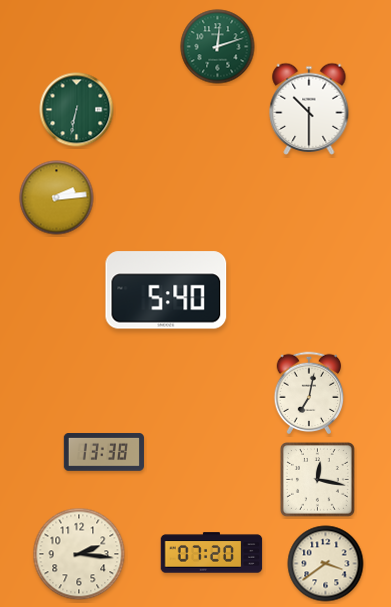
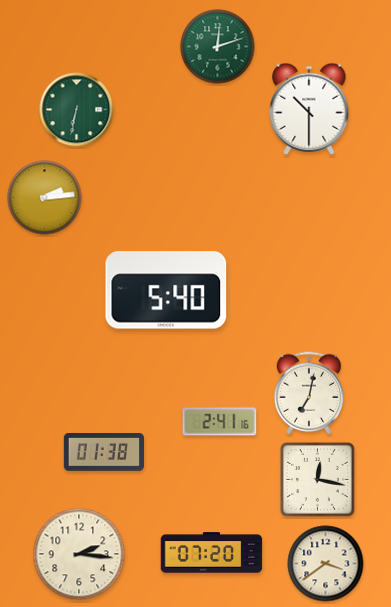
clock at (57, 198) position: (57, 198) -> (45, 198)
clock at (220, 422): none -> 2:41
clock at (104, 453): 13:38 -> 01:38
